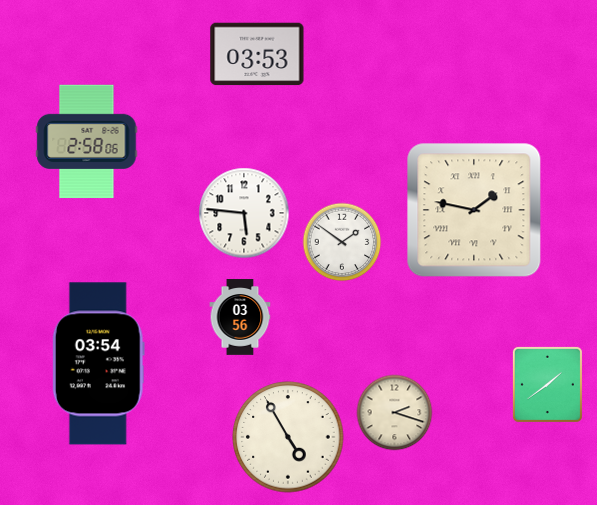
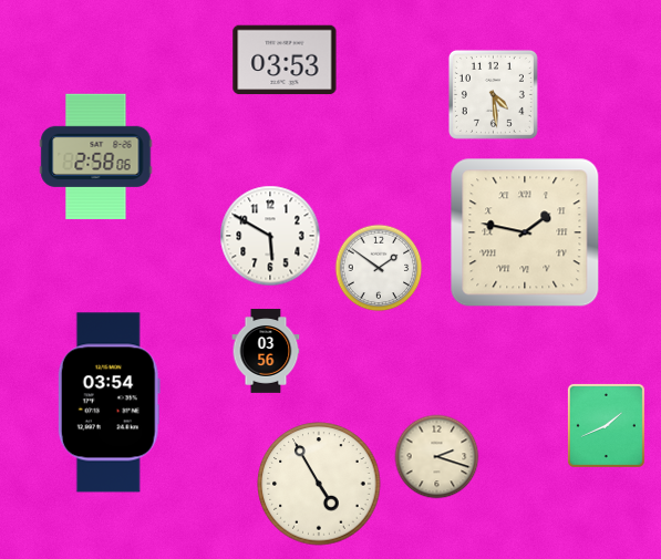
clock at (493, 94): none -> 4:29
clock at (244, 213): 5:46 -> 5:50
clock at (547, 384): 1:39 -> 1:41
